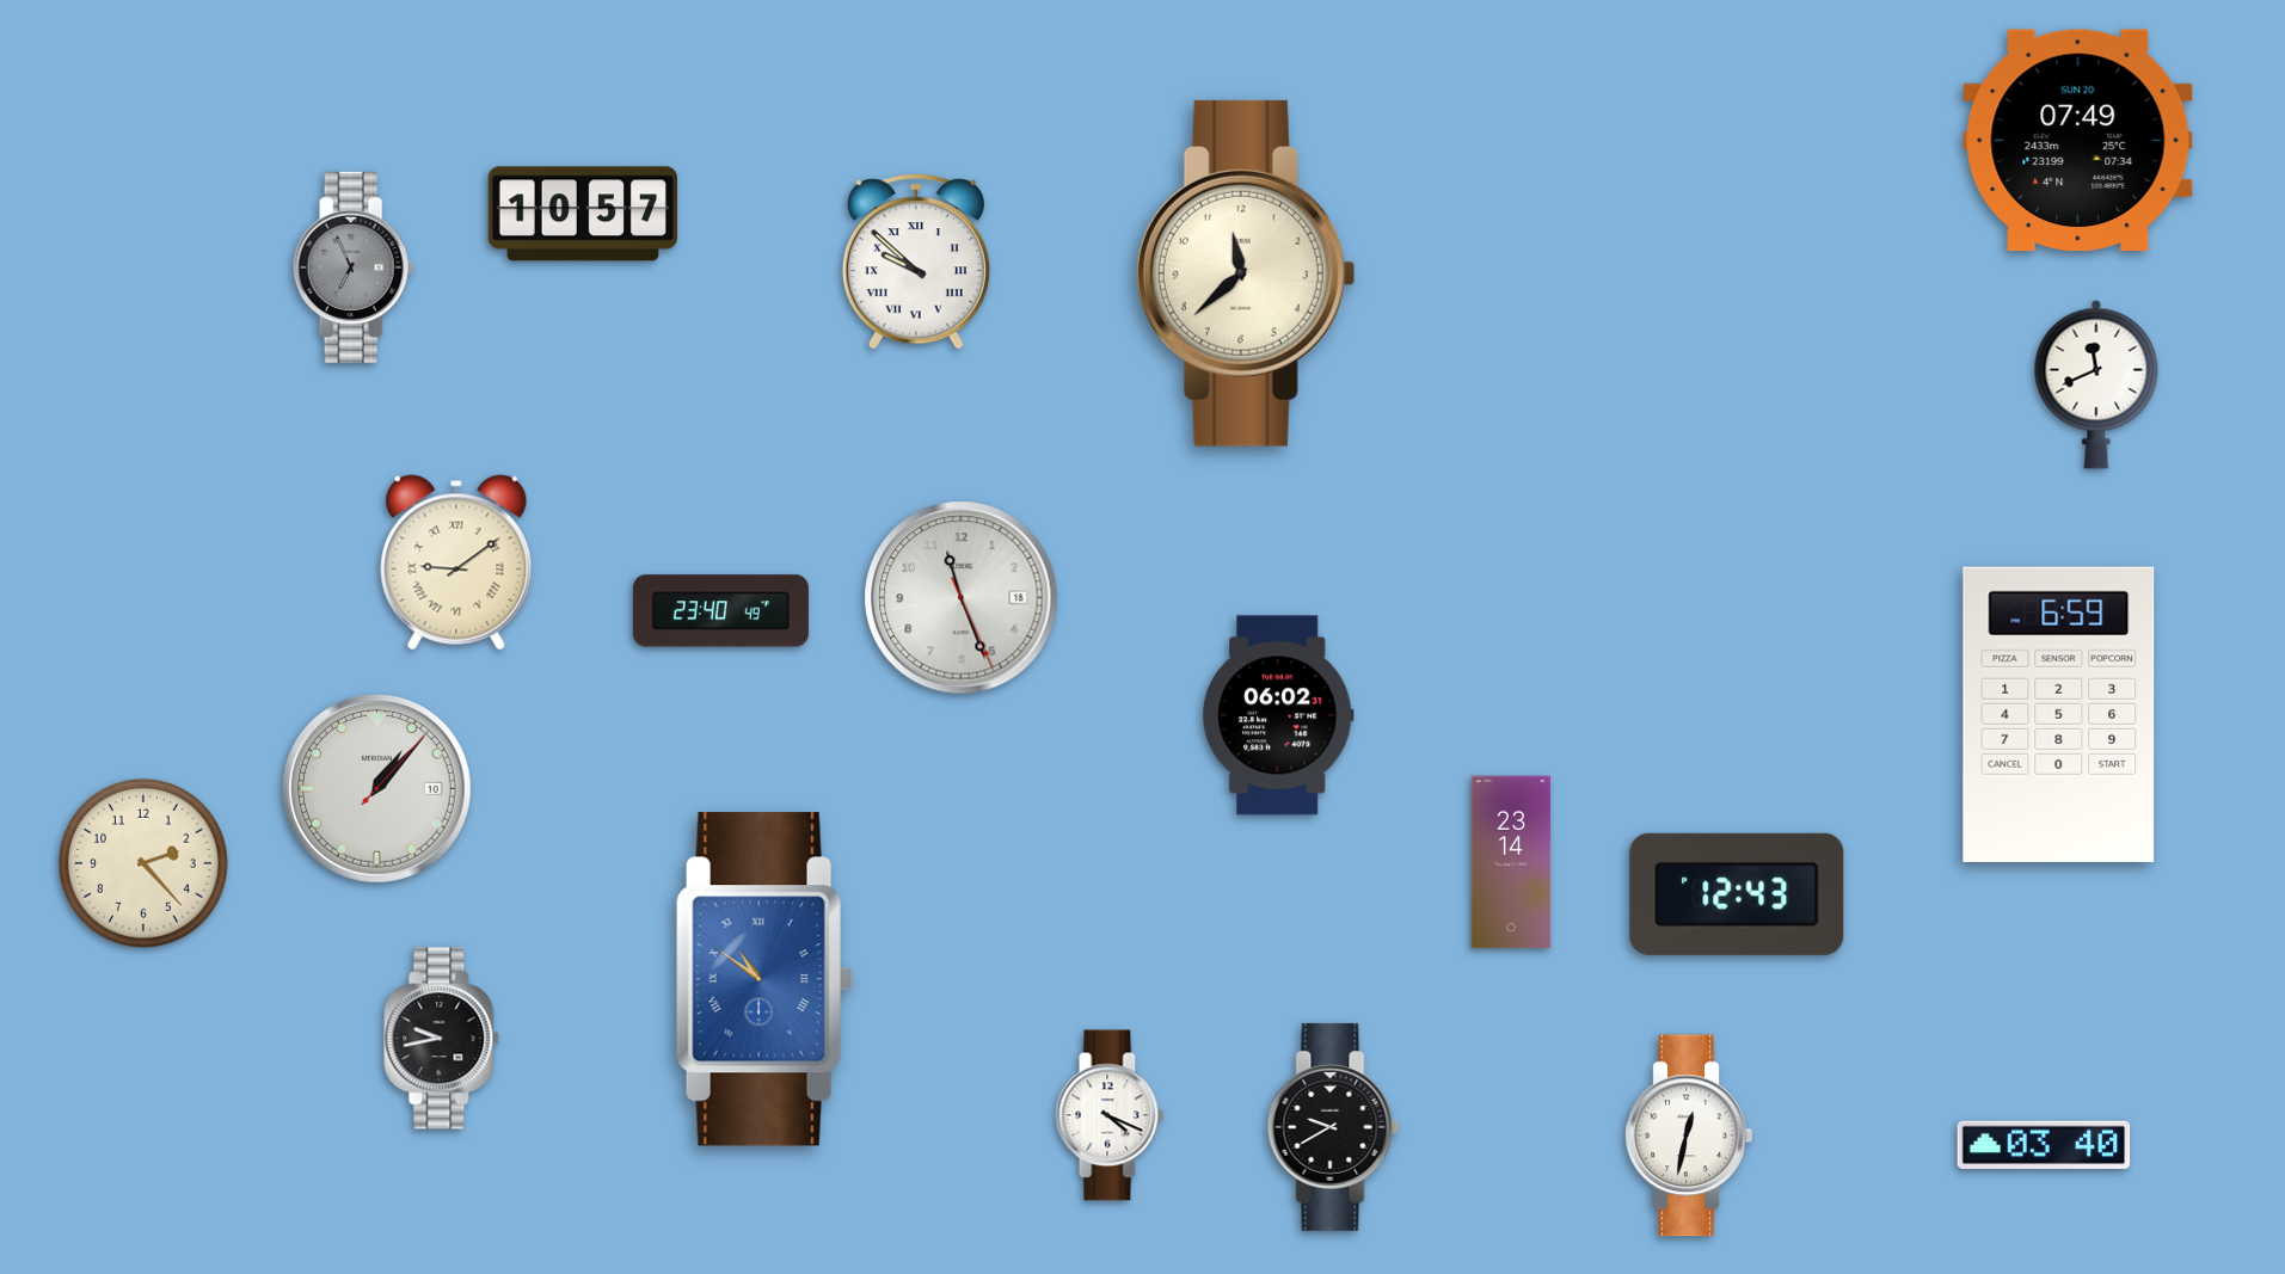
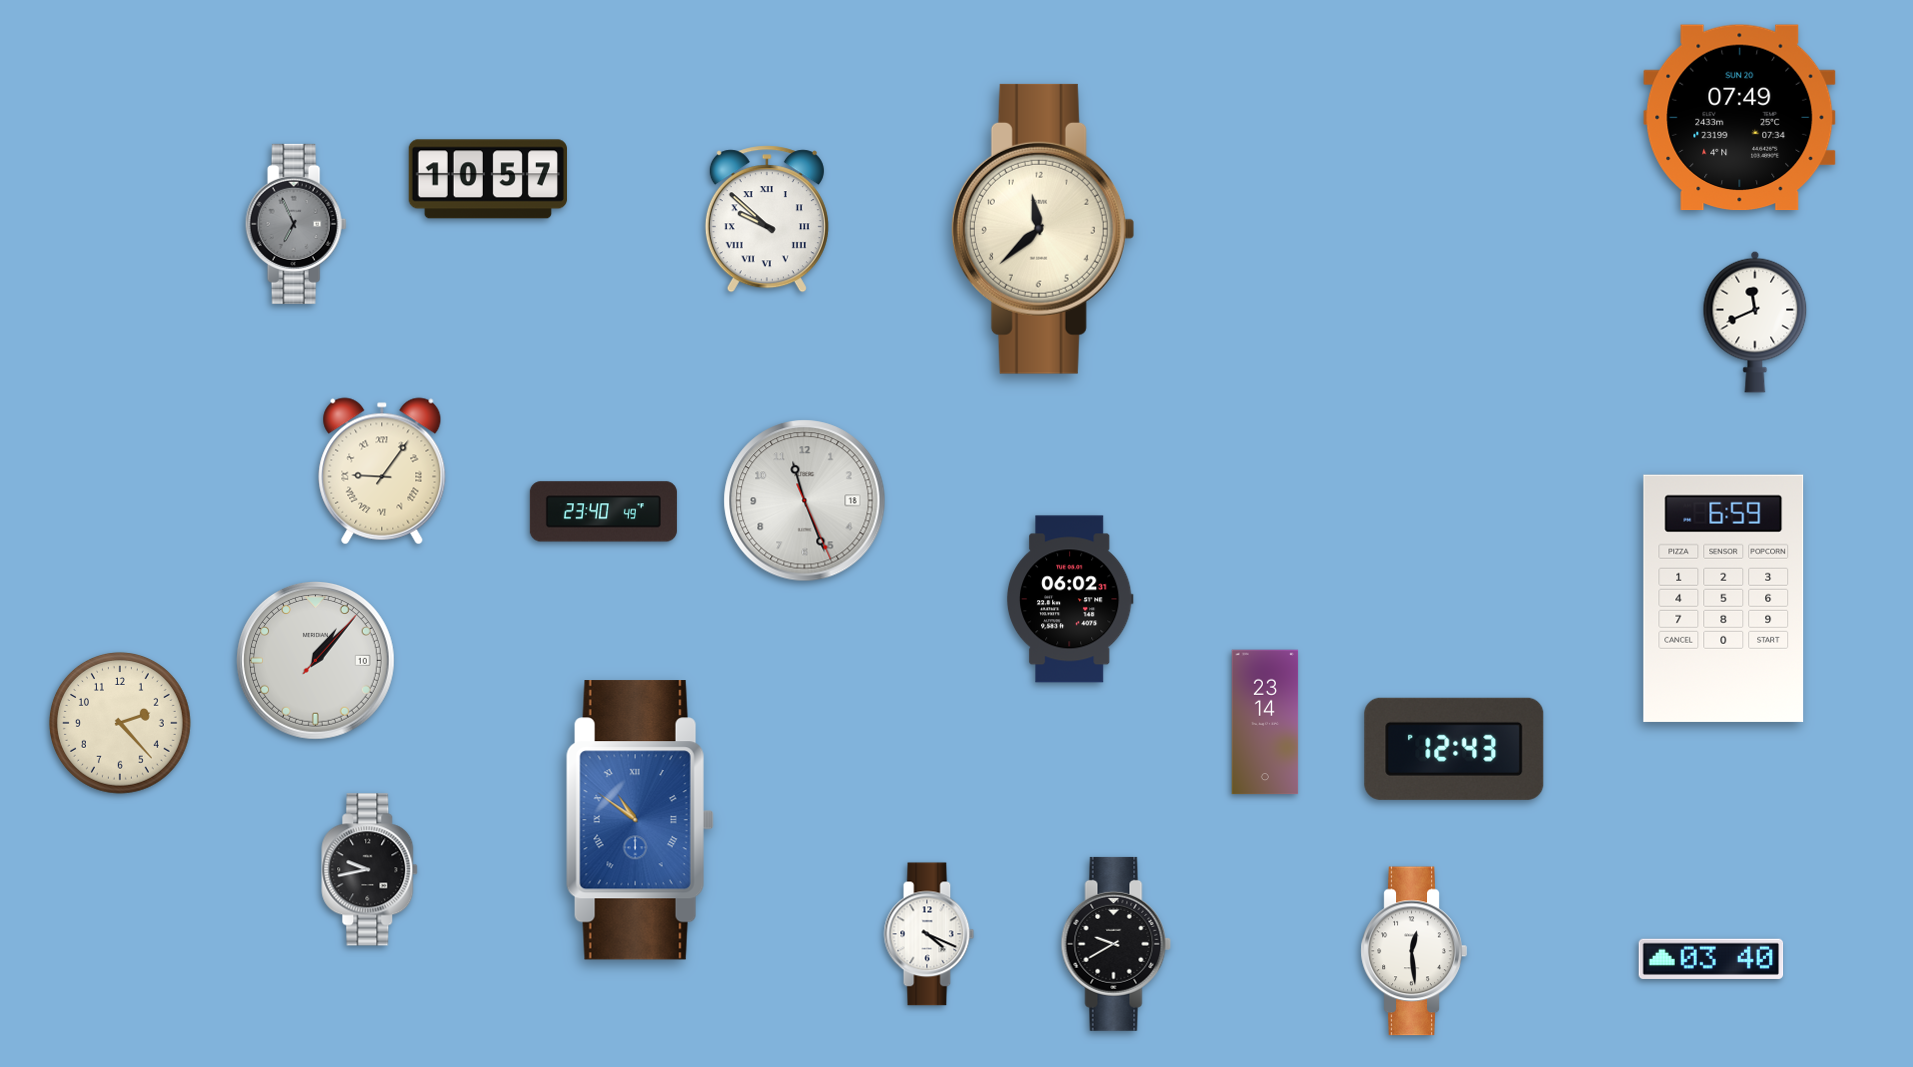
clock at (456, 562): 9:09 -> 9:06
clock at (1689, 1135): 12:32 -> 12:29
